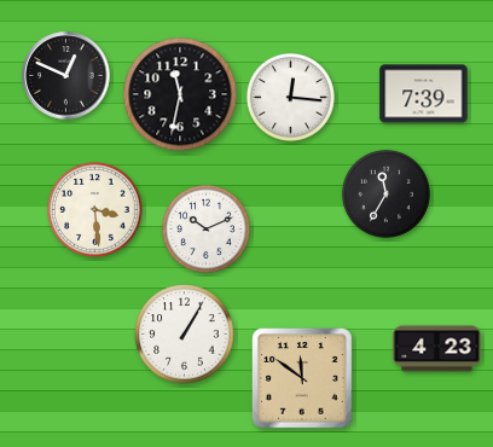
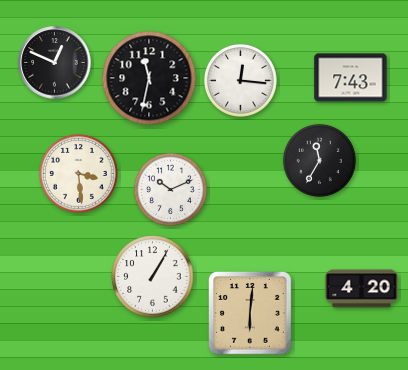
clock at (424, 94): 7:39 -> 7:43
clock at (437, 349): 4:23 -> 4:20
clock at (302, 378): 11:51 -> 6:01
